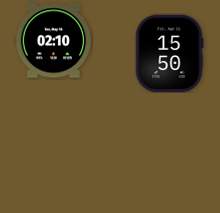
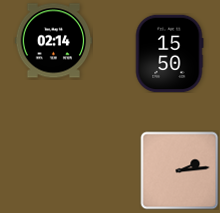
clock at (53, 41): 02:10 -> 02:14
clock at (179, 170): none -> 2:14
